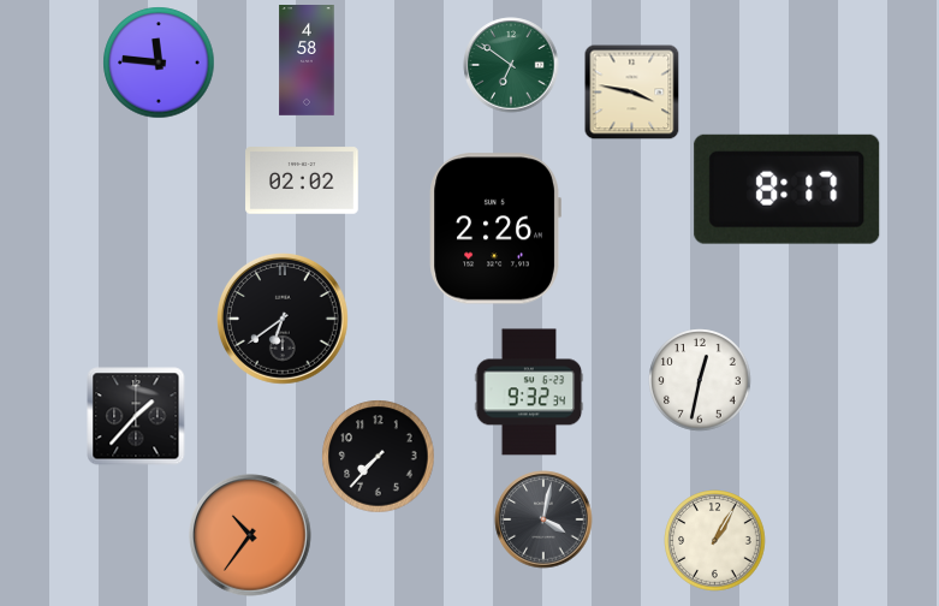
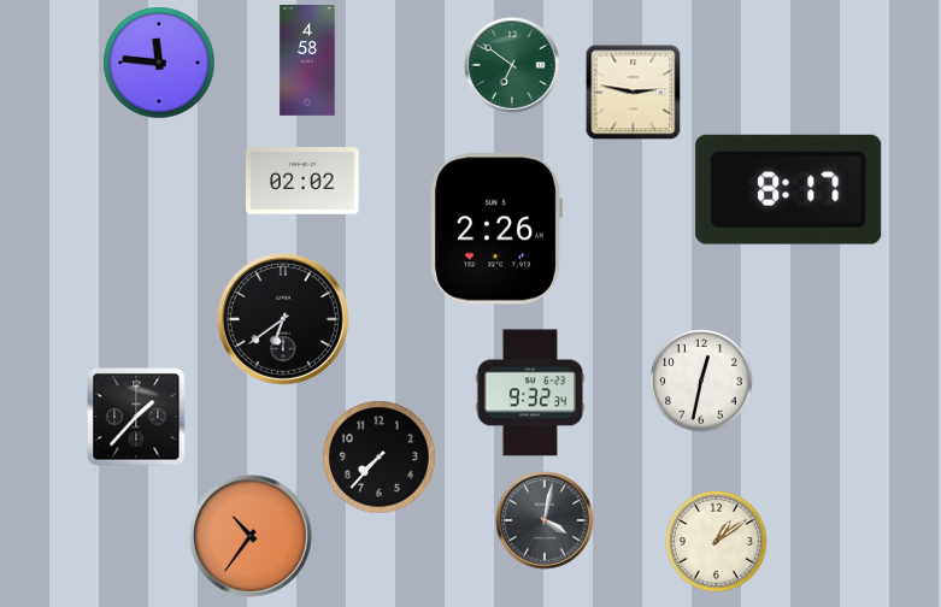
clock at (632, 93): 3:47 -> 2:47
clock at (715, 541): 1:05 -> 1:09
